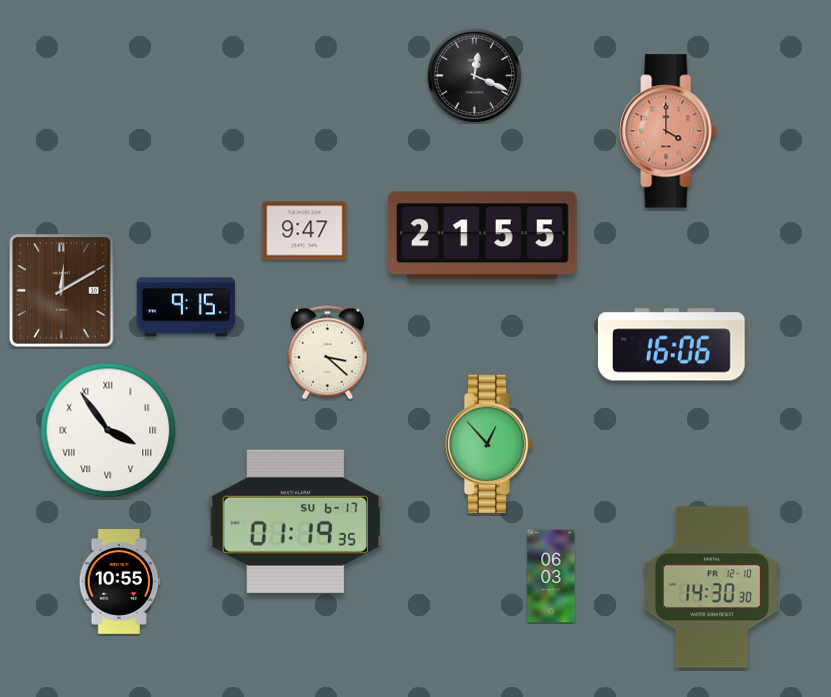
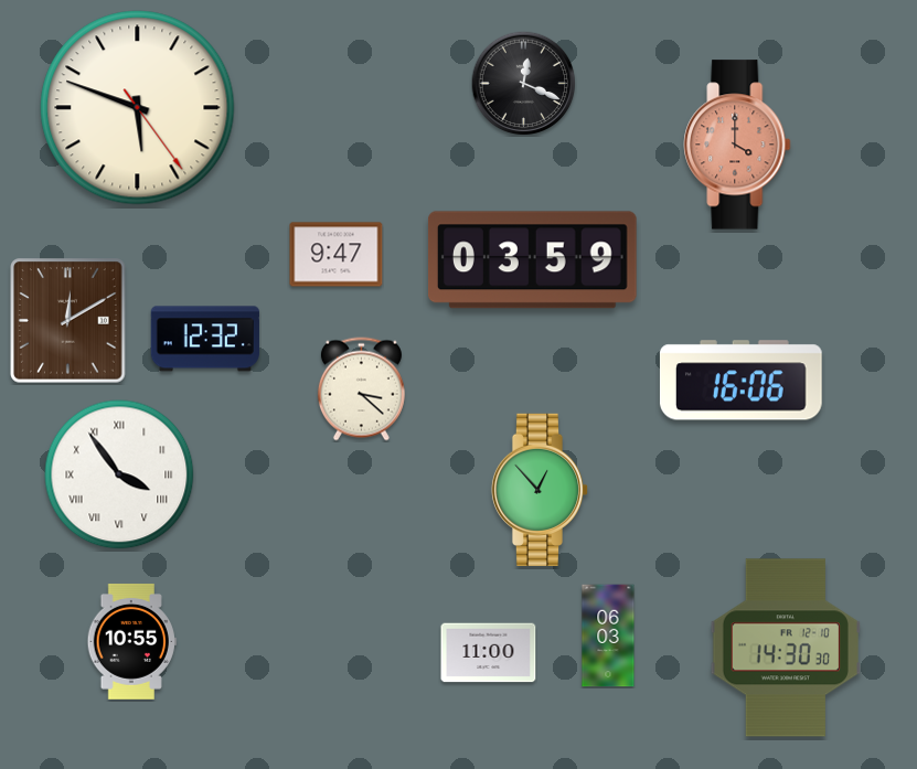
clock at (138, 108): none -> 5:48
clock at (482, 236): 21:55 -> 03:59
clock at (186, 307): 9:15 -> 12:32
clock at (295, 521): 01:19 -> none
clock at (489, 653): none -> 11:00
